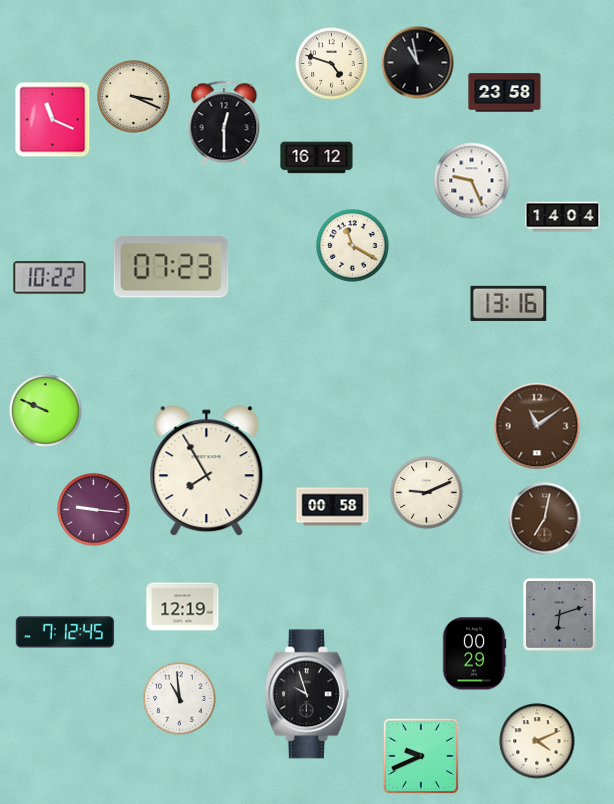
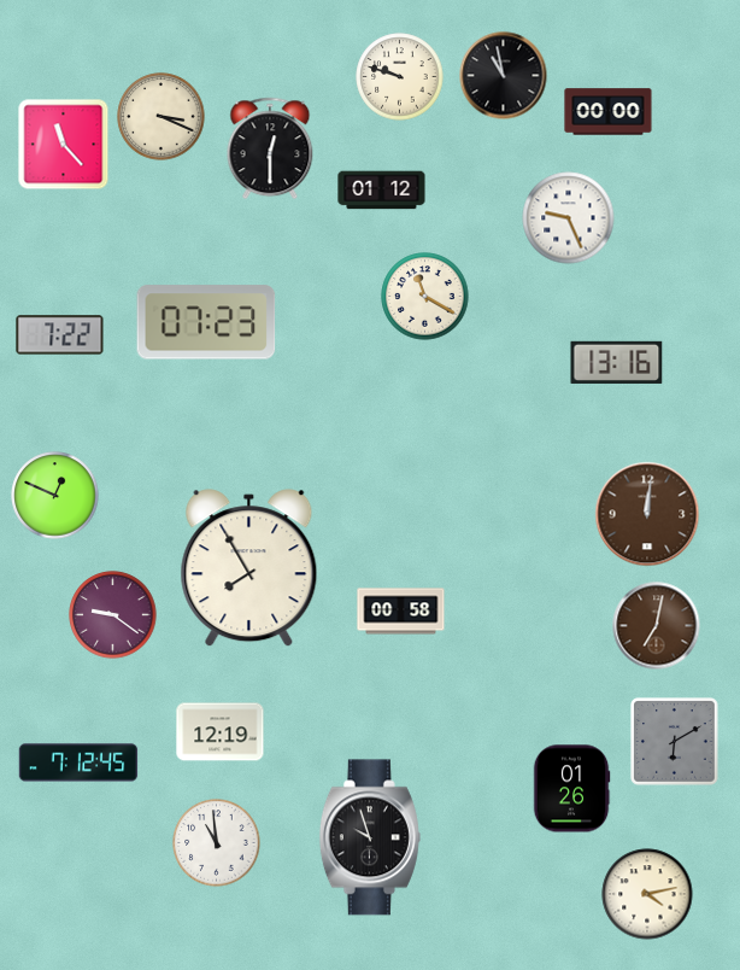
clock at (332, 64): 4:48 -> 9:48
clock at (505, 93): 23:58 -> 00:00
clock at (53, 120): 11:19 -> 11:23
clock at (317, 158): 16:12 -> 01:12
clock at (563, 217): 14:04 -> none
clock at (50, 278): 10:22 -> 7:22
clock at (509, 303) position: (509, 303) -> (617, 362)
clock at (46, 411): 9:49 -> 12:49
clock at (537, 426): 11:09 -> 12:01
clock at (427, 493): 9:11 -> none
clock at (94, 510): 9:16 -> 9:21
clock at (560, 615): 6:12 -> 6:10
clock at (474, 654): 00:29 -> 01:26
clock at (537, 741): 4:11 -> 4:13
clock at (421, 756): 9:41 -> none
